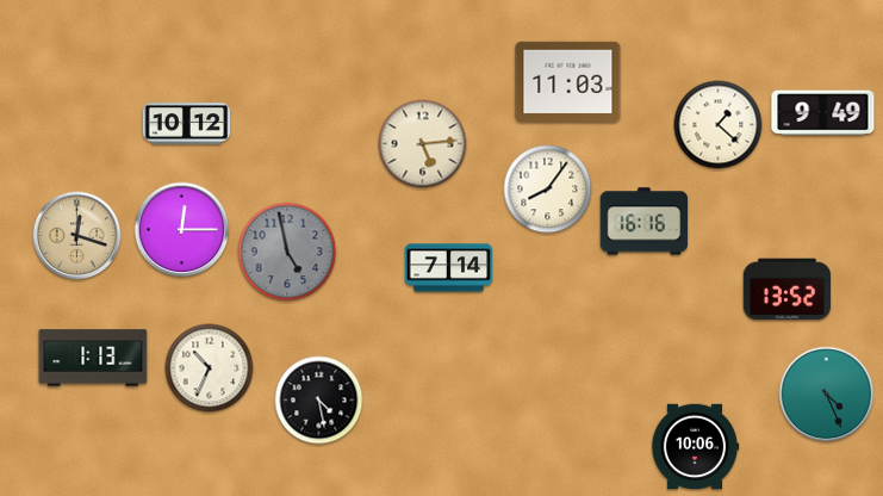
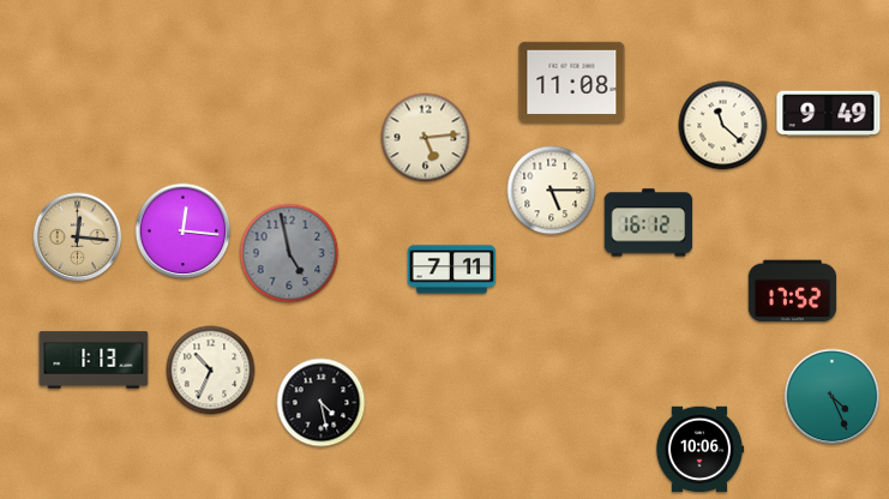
clock at (568, 81): 11:03 -> 11:08
clock at (187, 124): 10:12 -> none
clock at (719, 125): 1:22 -> 11:22
clock at (423, 144) position: (423, 144) -> (426, 138)
clock at (548, 190): 8:06 -> 5:15
clock at (645, 222): 16:16 -> 16:12
clock at (182, 230): 12:15 -> 12:16
clock at (77, 236): 12:18 -> 12:16
clock at (449, 268): 7:14 -> 7:11
clock at (788, 290): 13:52 -> 17:52
